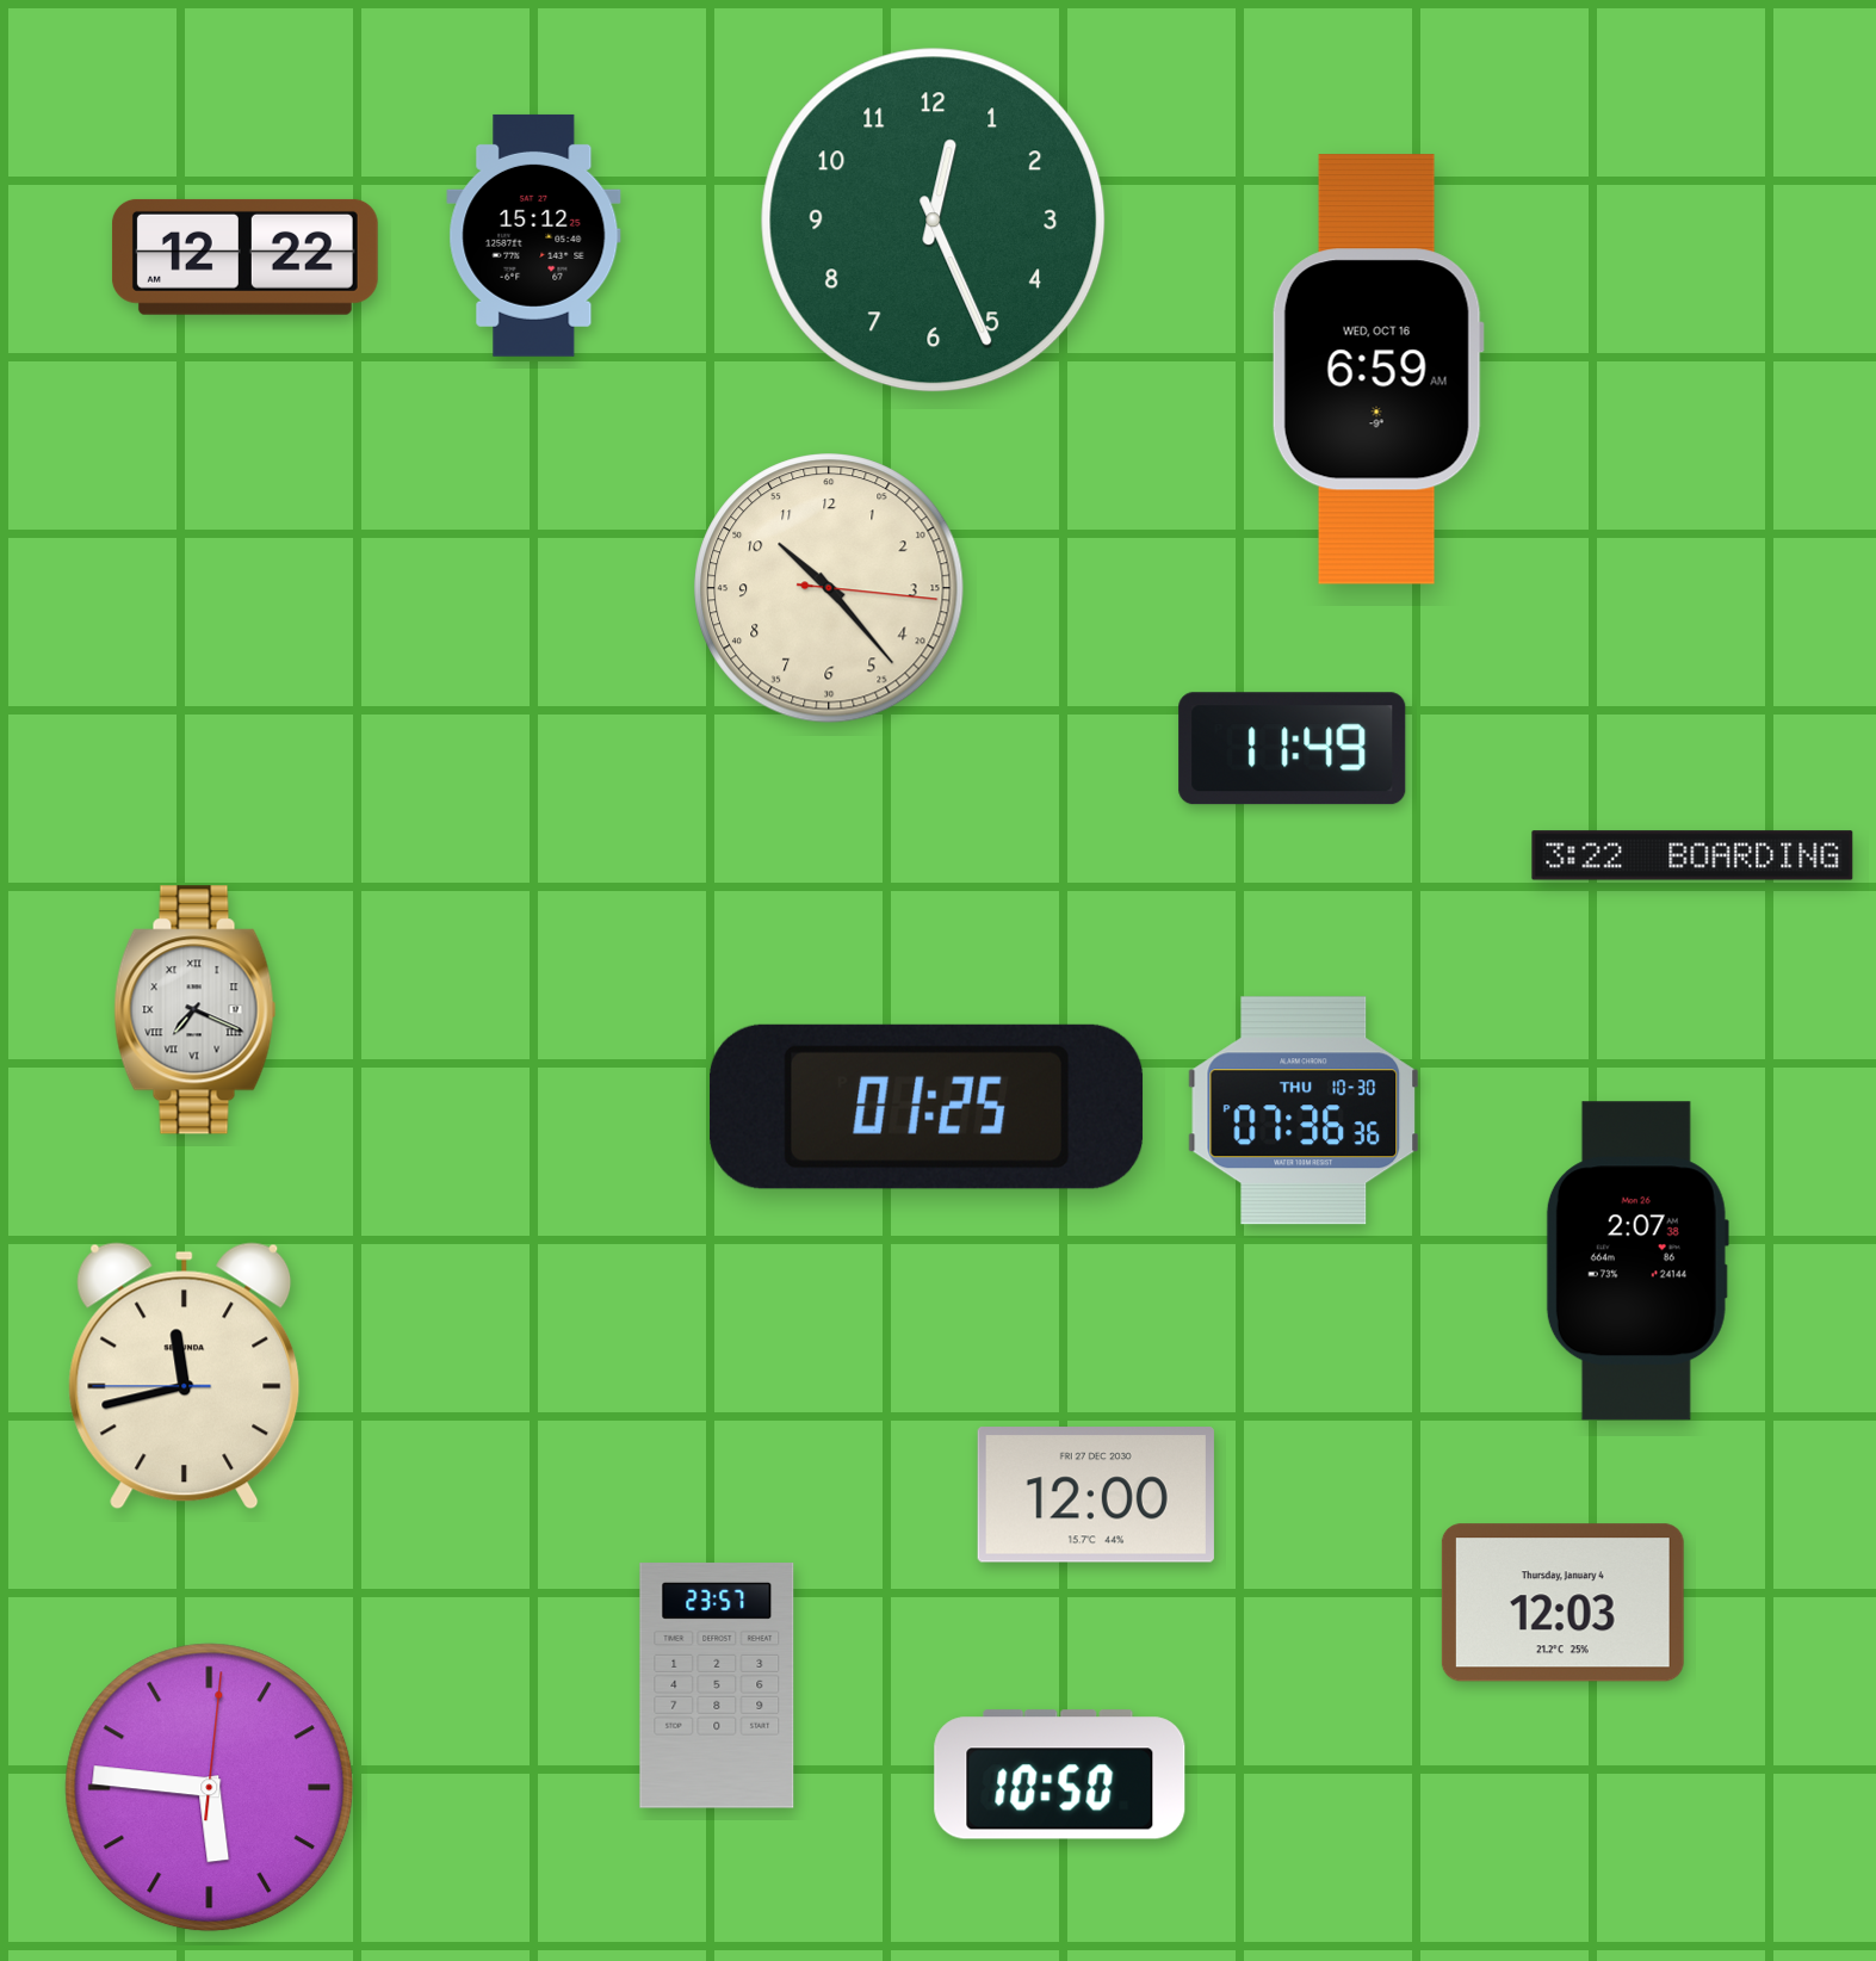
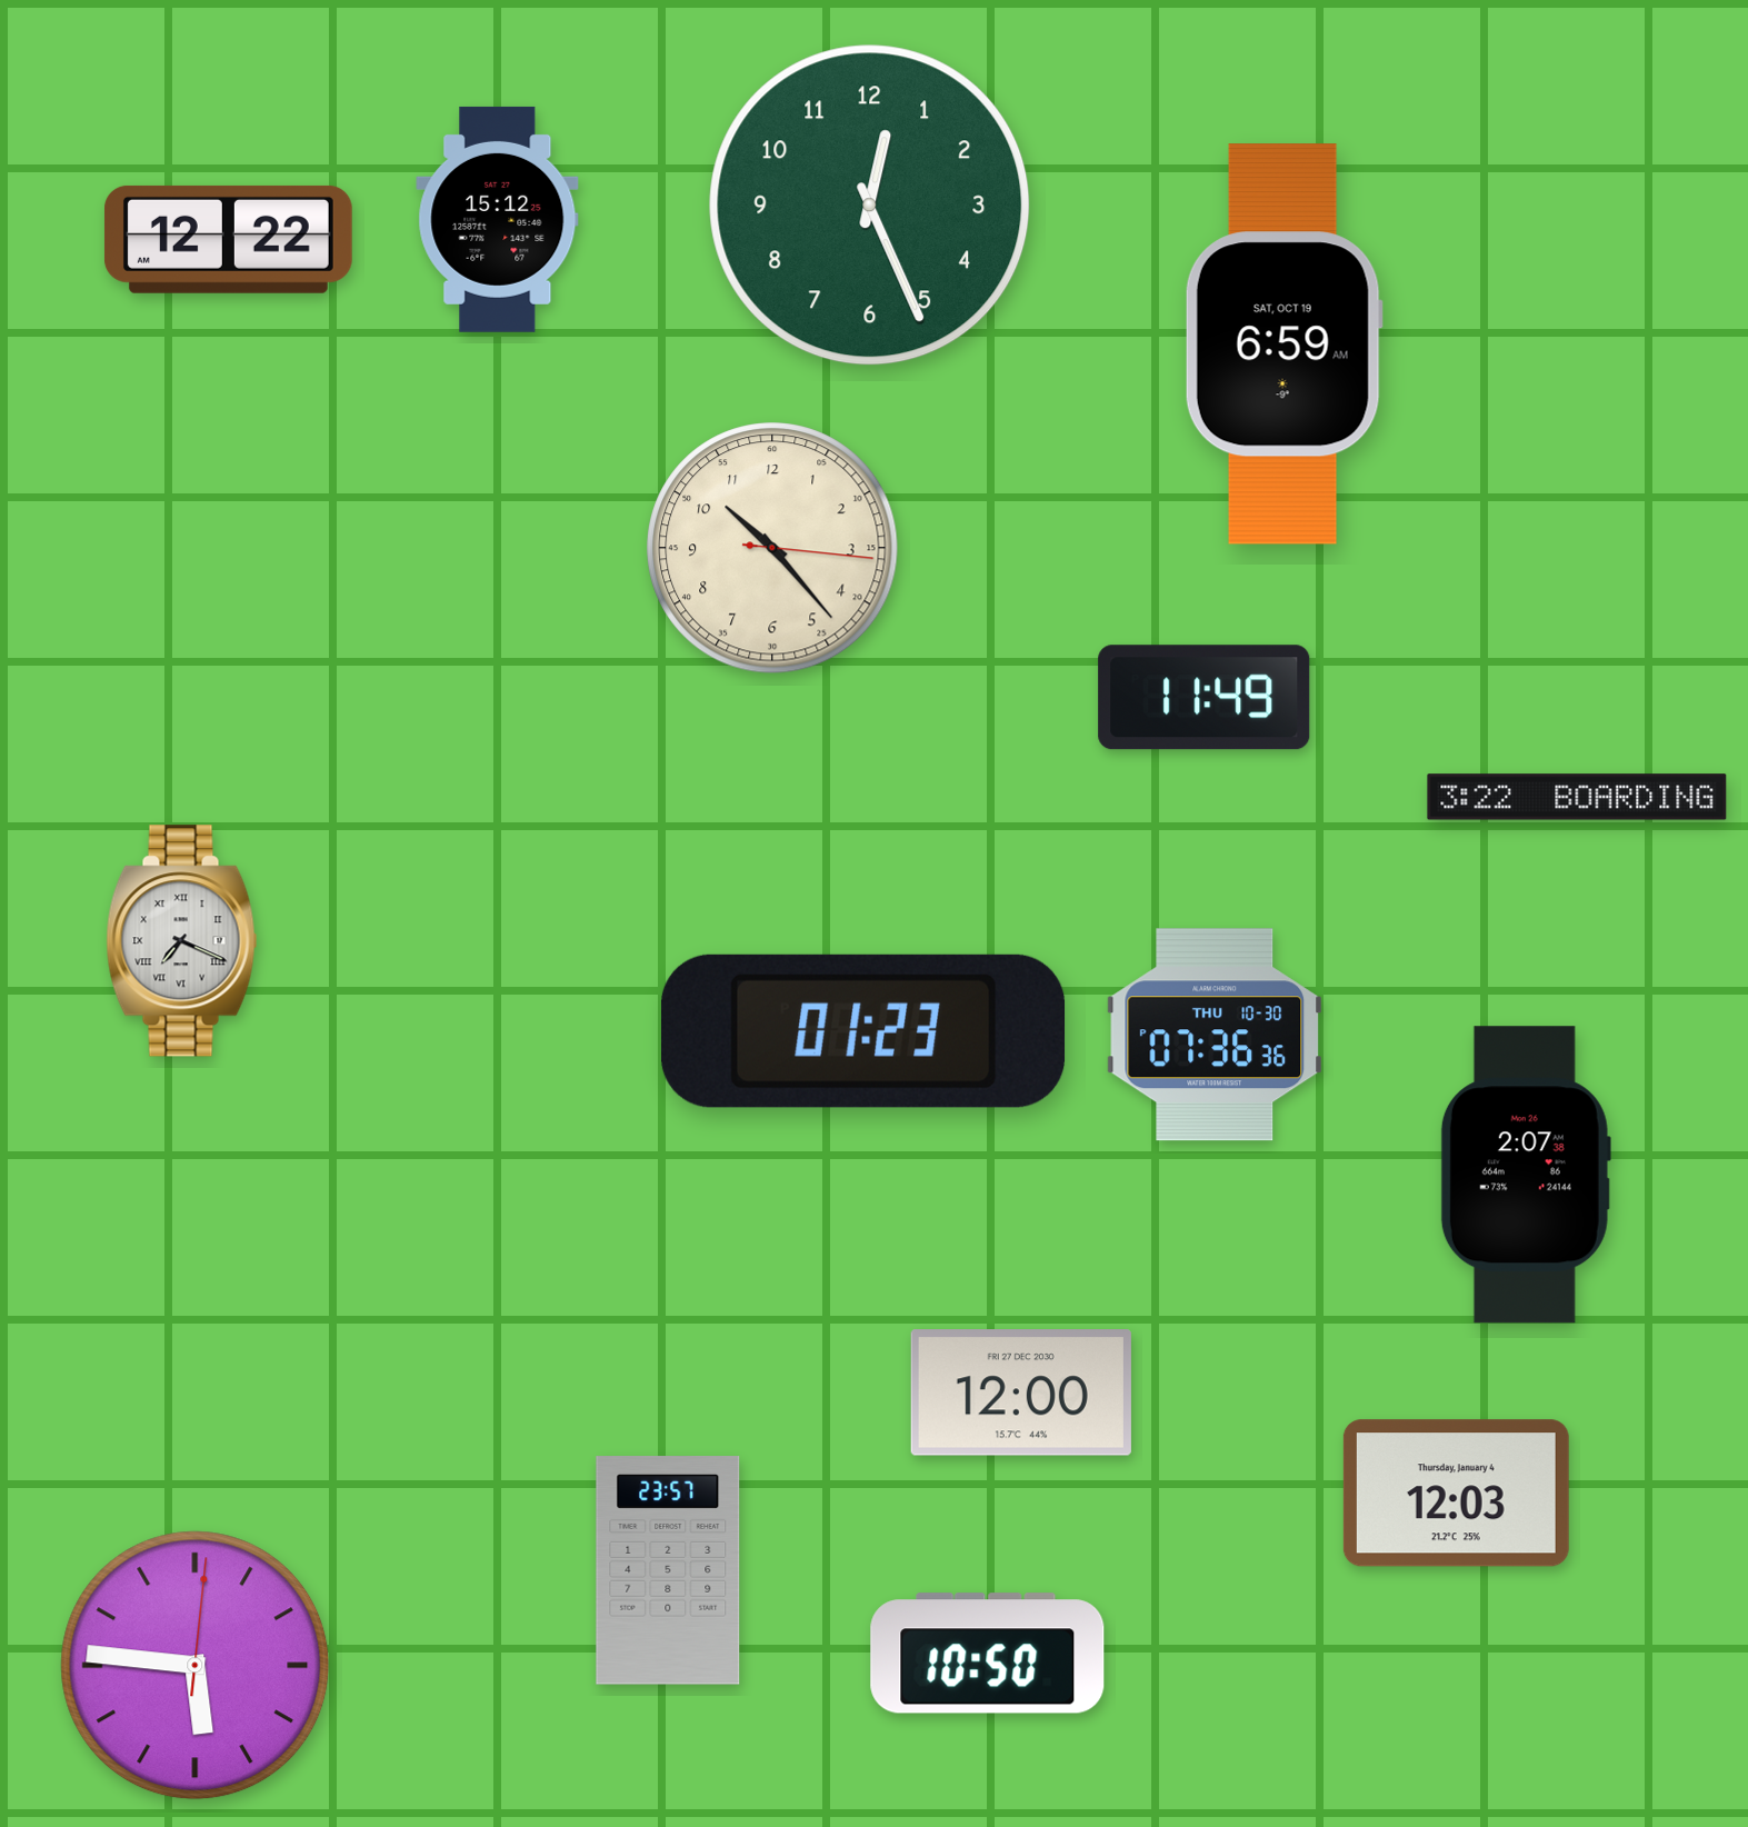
clock at (1377, 370) date: WED, OCT 16 -> SAT, OCT 19
clock at (927, 1107): 01:25 -> 01:23
clock at (185, 1377): 11:42 -> none
